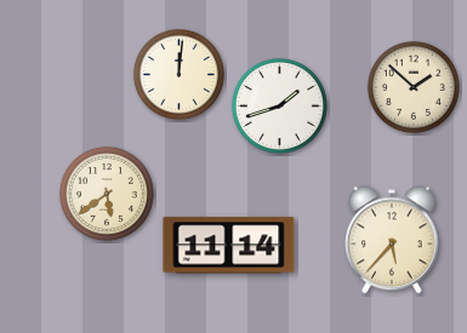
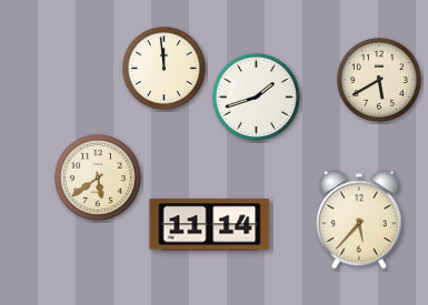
clock at (178, 74): 12:01 -> 11:59
clock at (414, 87): 1:52 -> 5:40
